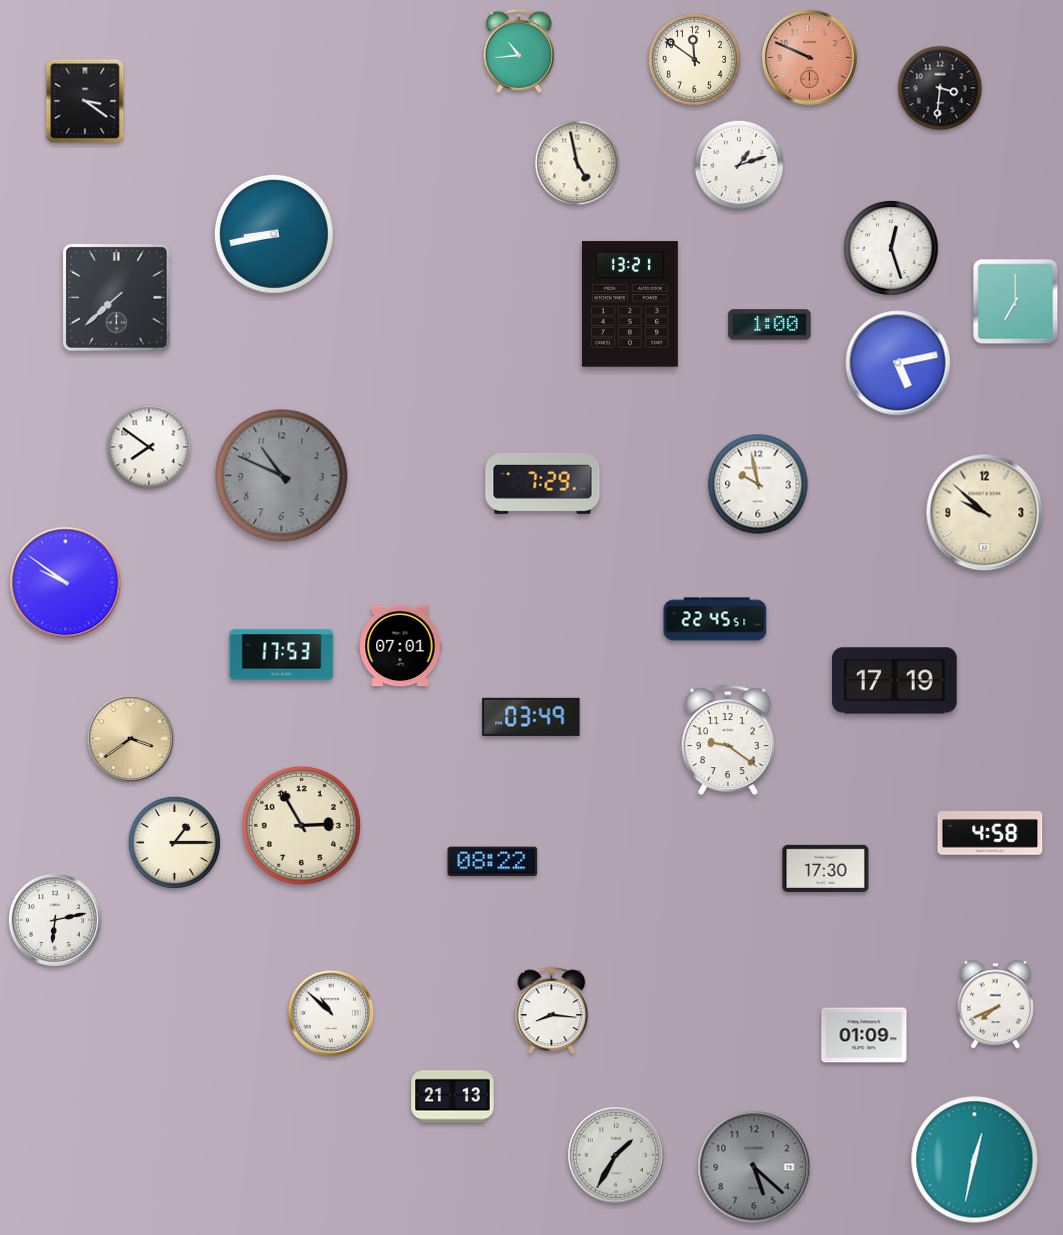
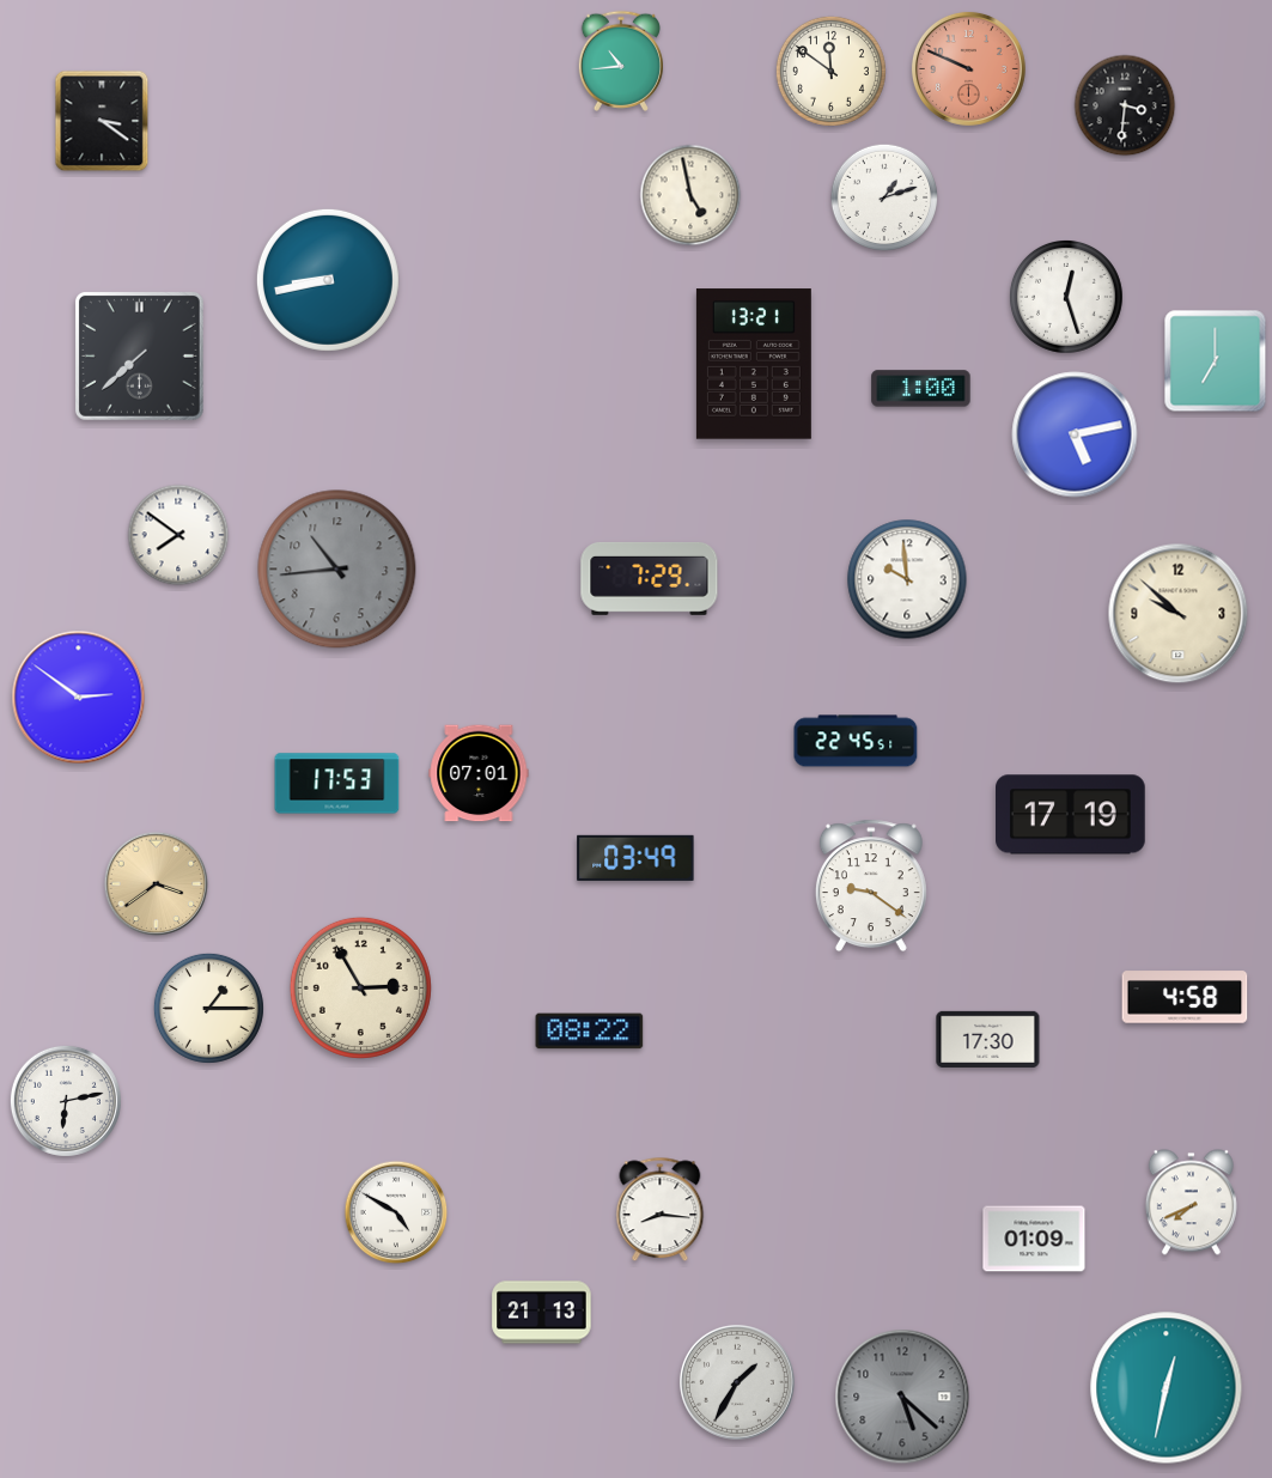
clock at (282, 476): 10:49 -> 10:44
clock at (758, 484): 9:58 -> 9:59
clock at (66, 583): 9:51 -> 2:51
clock at (331, 1013): 10:52 -> 4:50
